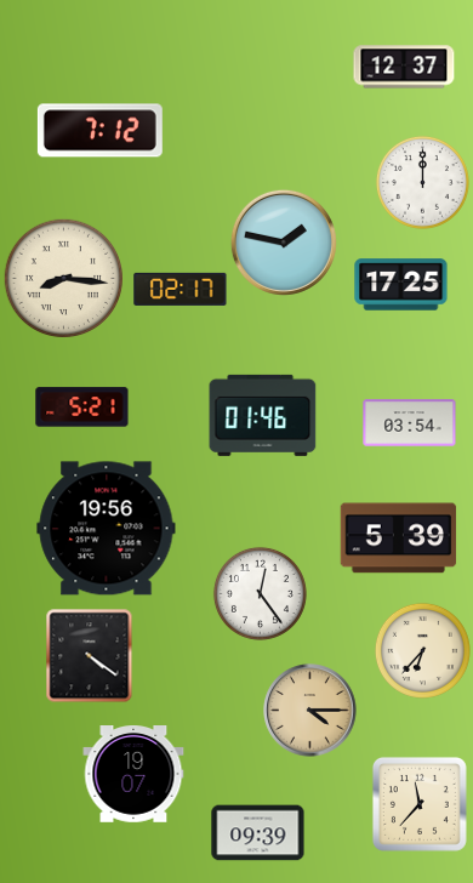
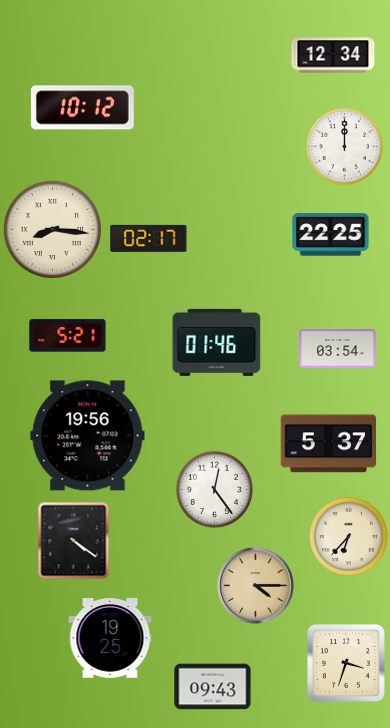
clock at (404, 67): 12:37 -> 12:34
clock at (99, 131): 7:12 -> 10:12
clock at (422, 182) position: (422, 182) -> (344, 146)
clock at (284, 243): 1:47 -> none
clock at (401, 285): 17:25 -> 22:25
clock at (399, 539): 5:39 -> 5:37
clock at (133, 775): 19:07 -> 19:25
clock at (420, 804): 11:37 -> 3:33
clock at (258, 833): 09:39 -> 09:43
